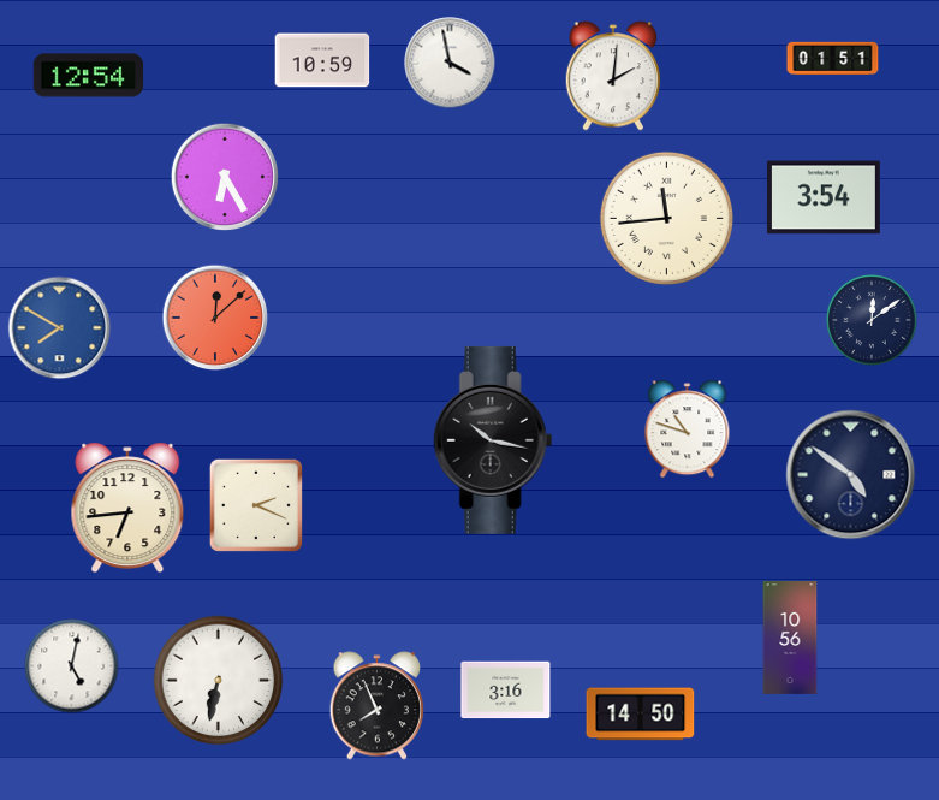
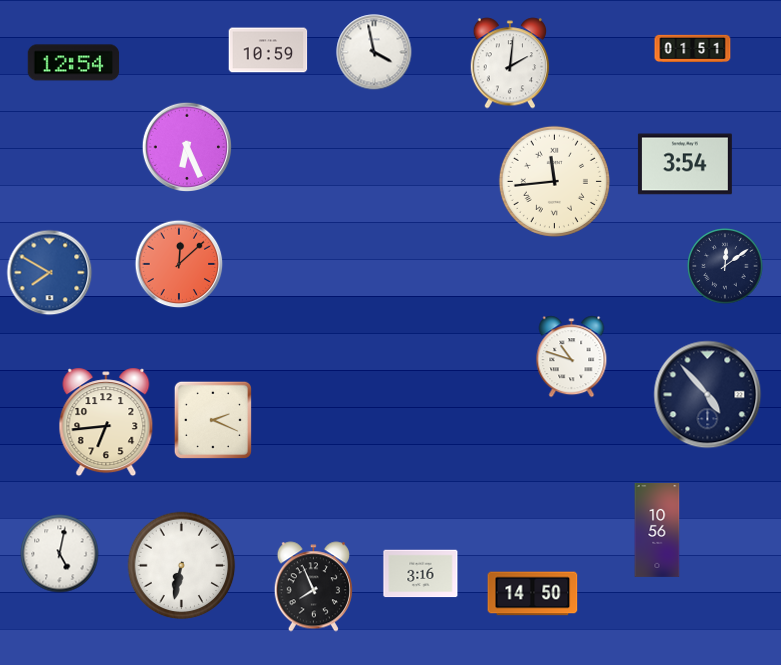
clock at (225, 177): 6:25 -> 6:26
clock at (493, 440): 10:17 -> none
clock at (851, 475): 4:51 -> 4:53
